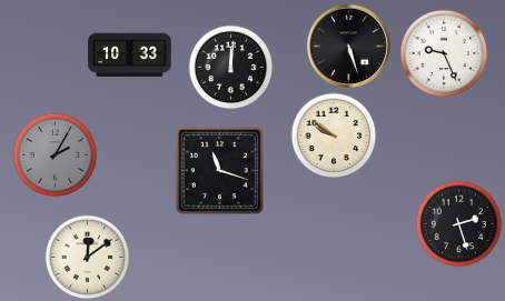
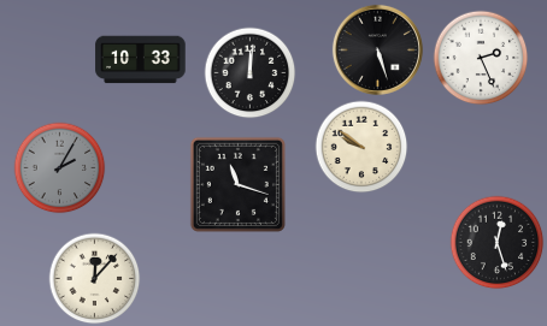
clock at (444, 53): 9:26 -> 2:26
clock at (459, 224): 2:27 -> 12:27
clock at (88, 258): 12:09 -> 12:07
